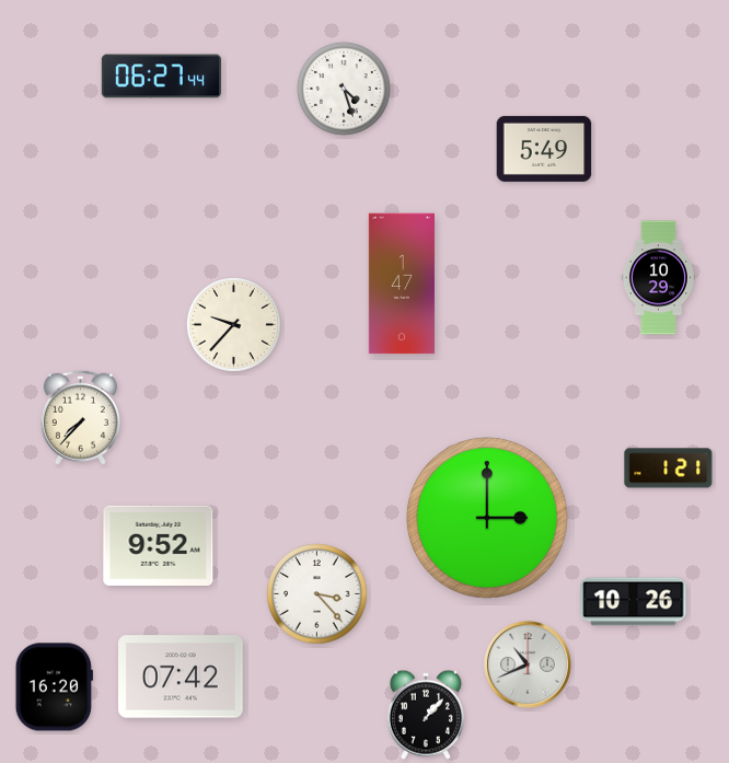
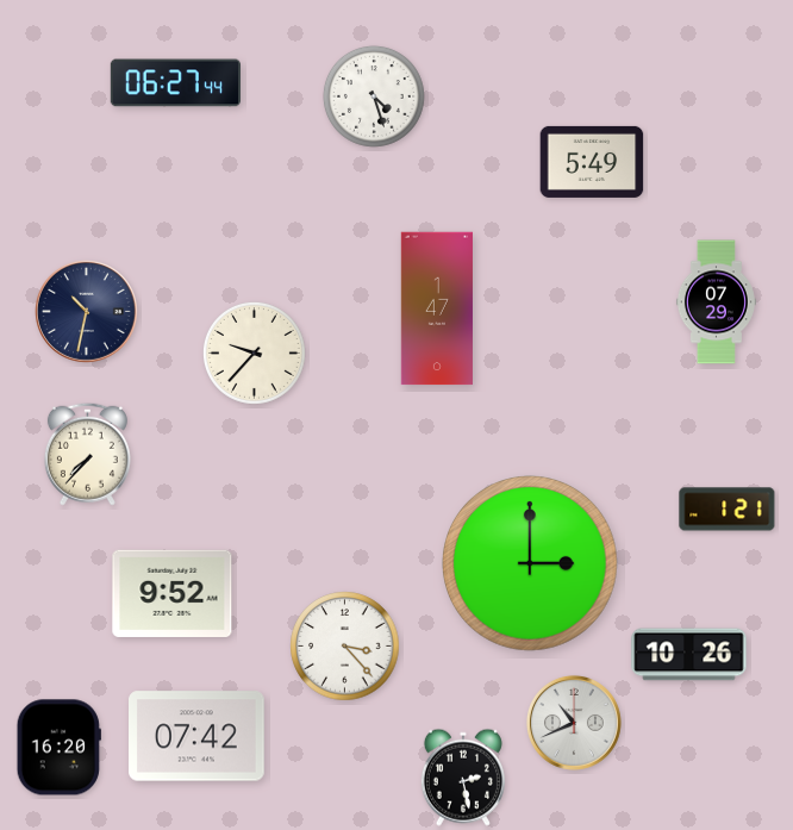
clock at (658, 278): 10:29 -> 07:29
clock at (87, 312): none -> 10:32
clock at (426, 715): 1:07 -> 2:28
